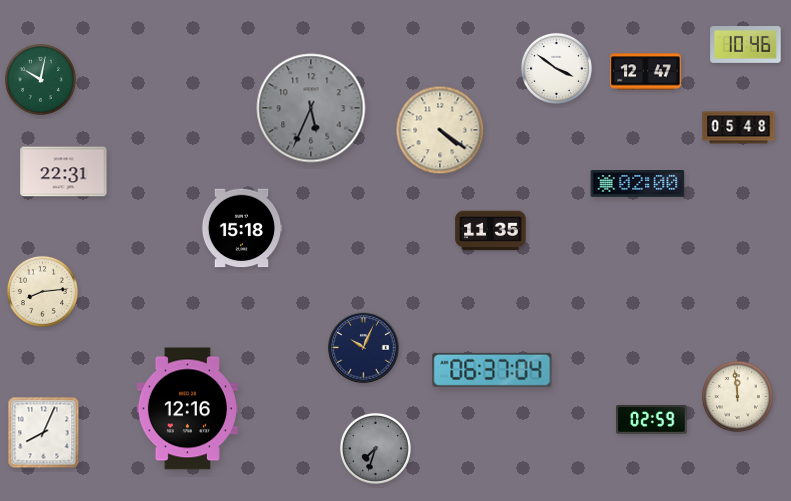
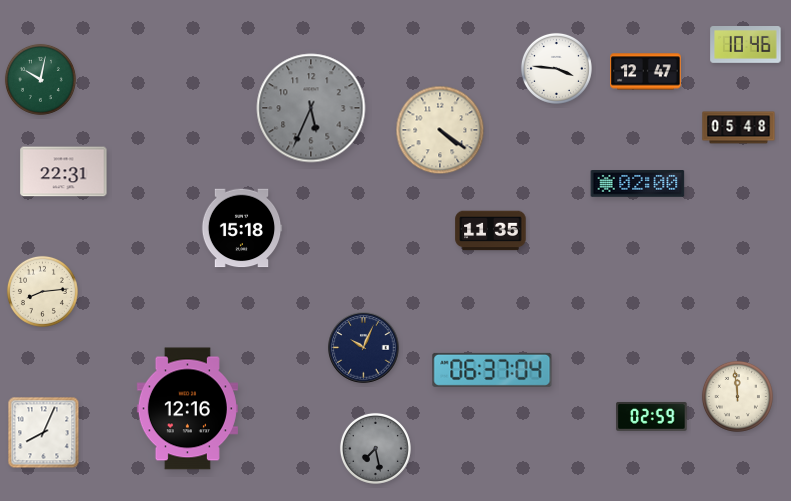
clock at (556, 68): 3:51 -> 3:46
clock at (652, 420) position: (652, 420) -> (652, 417)
clock at (375, 448): 7:33 -> 7:28
